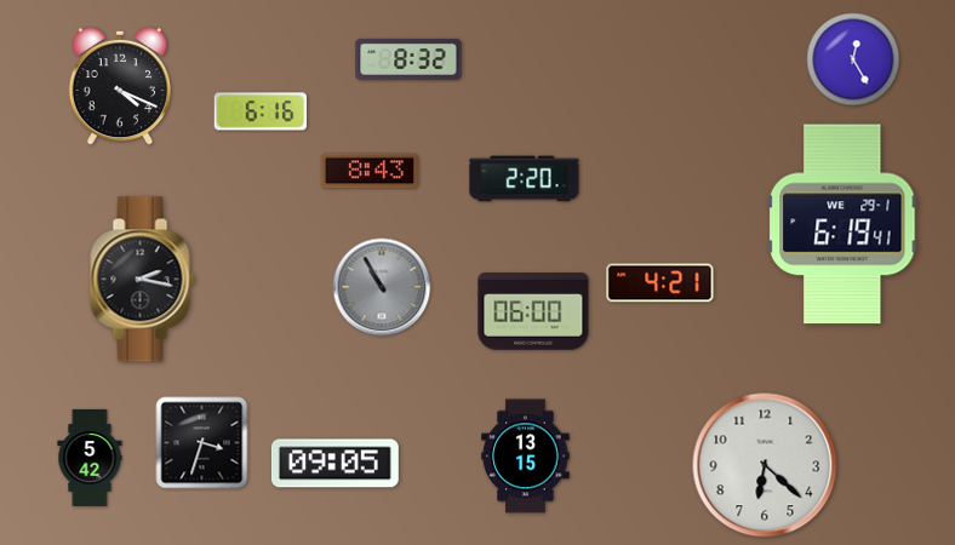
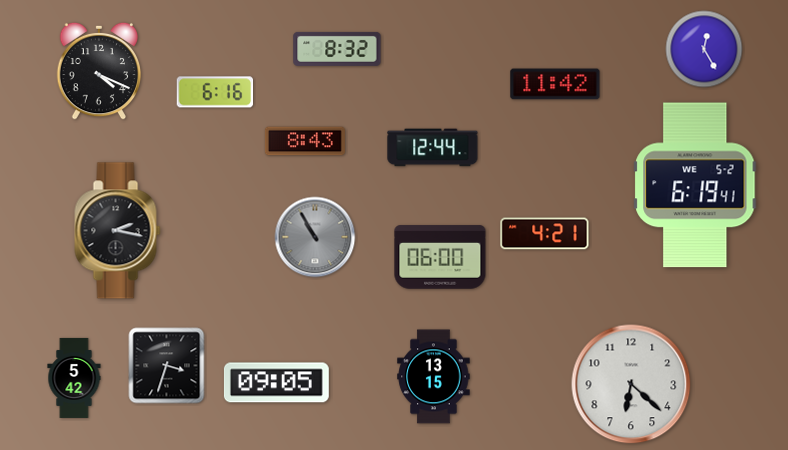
clock at (555, 84): none -> 11:42
clock at (525, 179): 2:20 -> 12:44
clock at (842, 224) date: WE 29-1 -> WE 5-2
